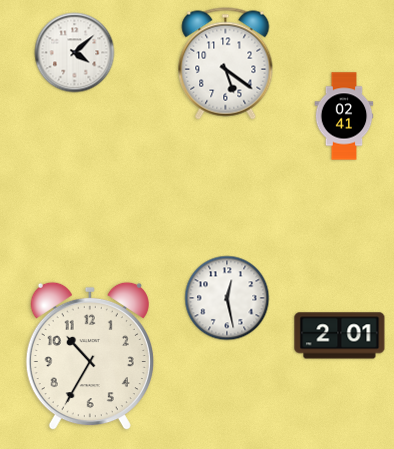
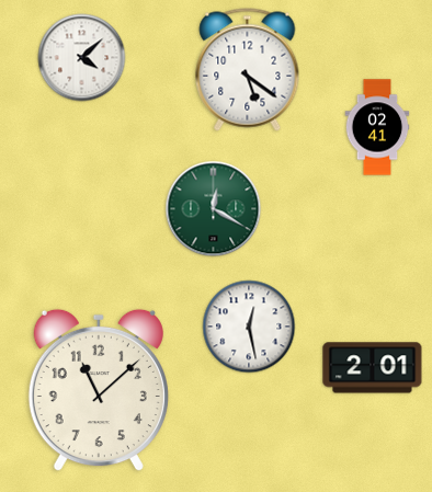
clock at (214, 209): none -> 12:20
clock at (90, 356): 10:35 -> 11:08
